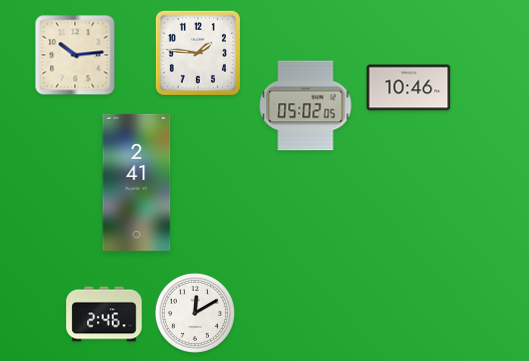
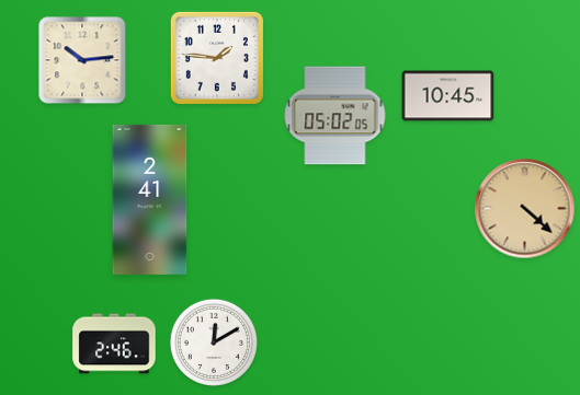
clock at (409, 88): 10:46 -> 10:45
clock at (525, 209): none -> 4:22
